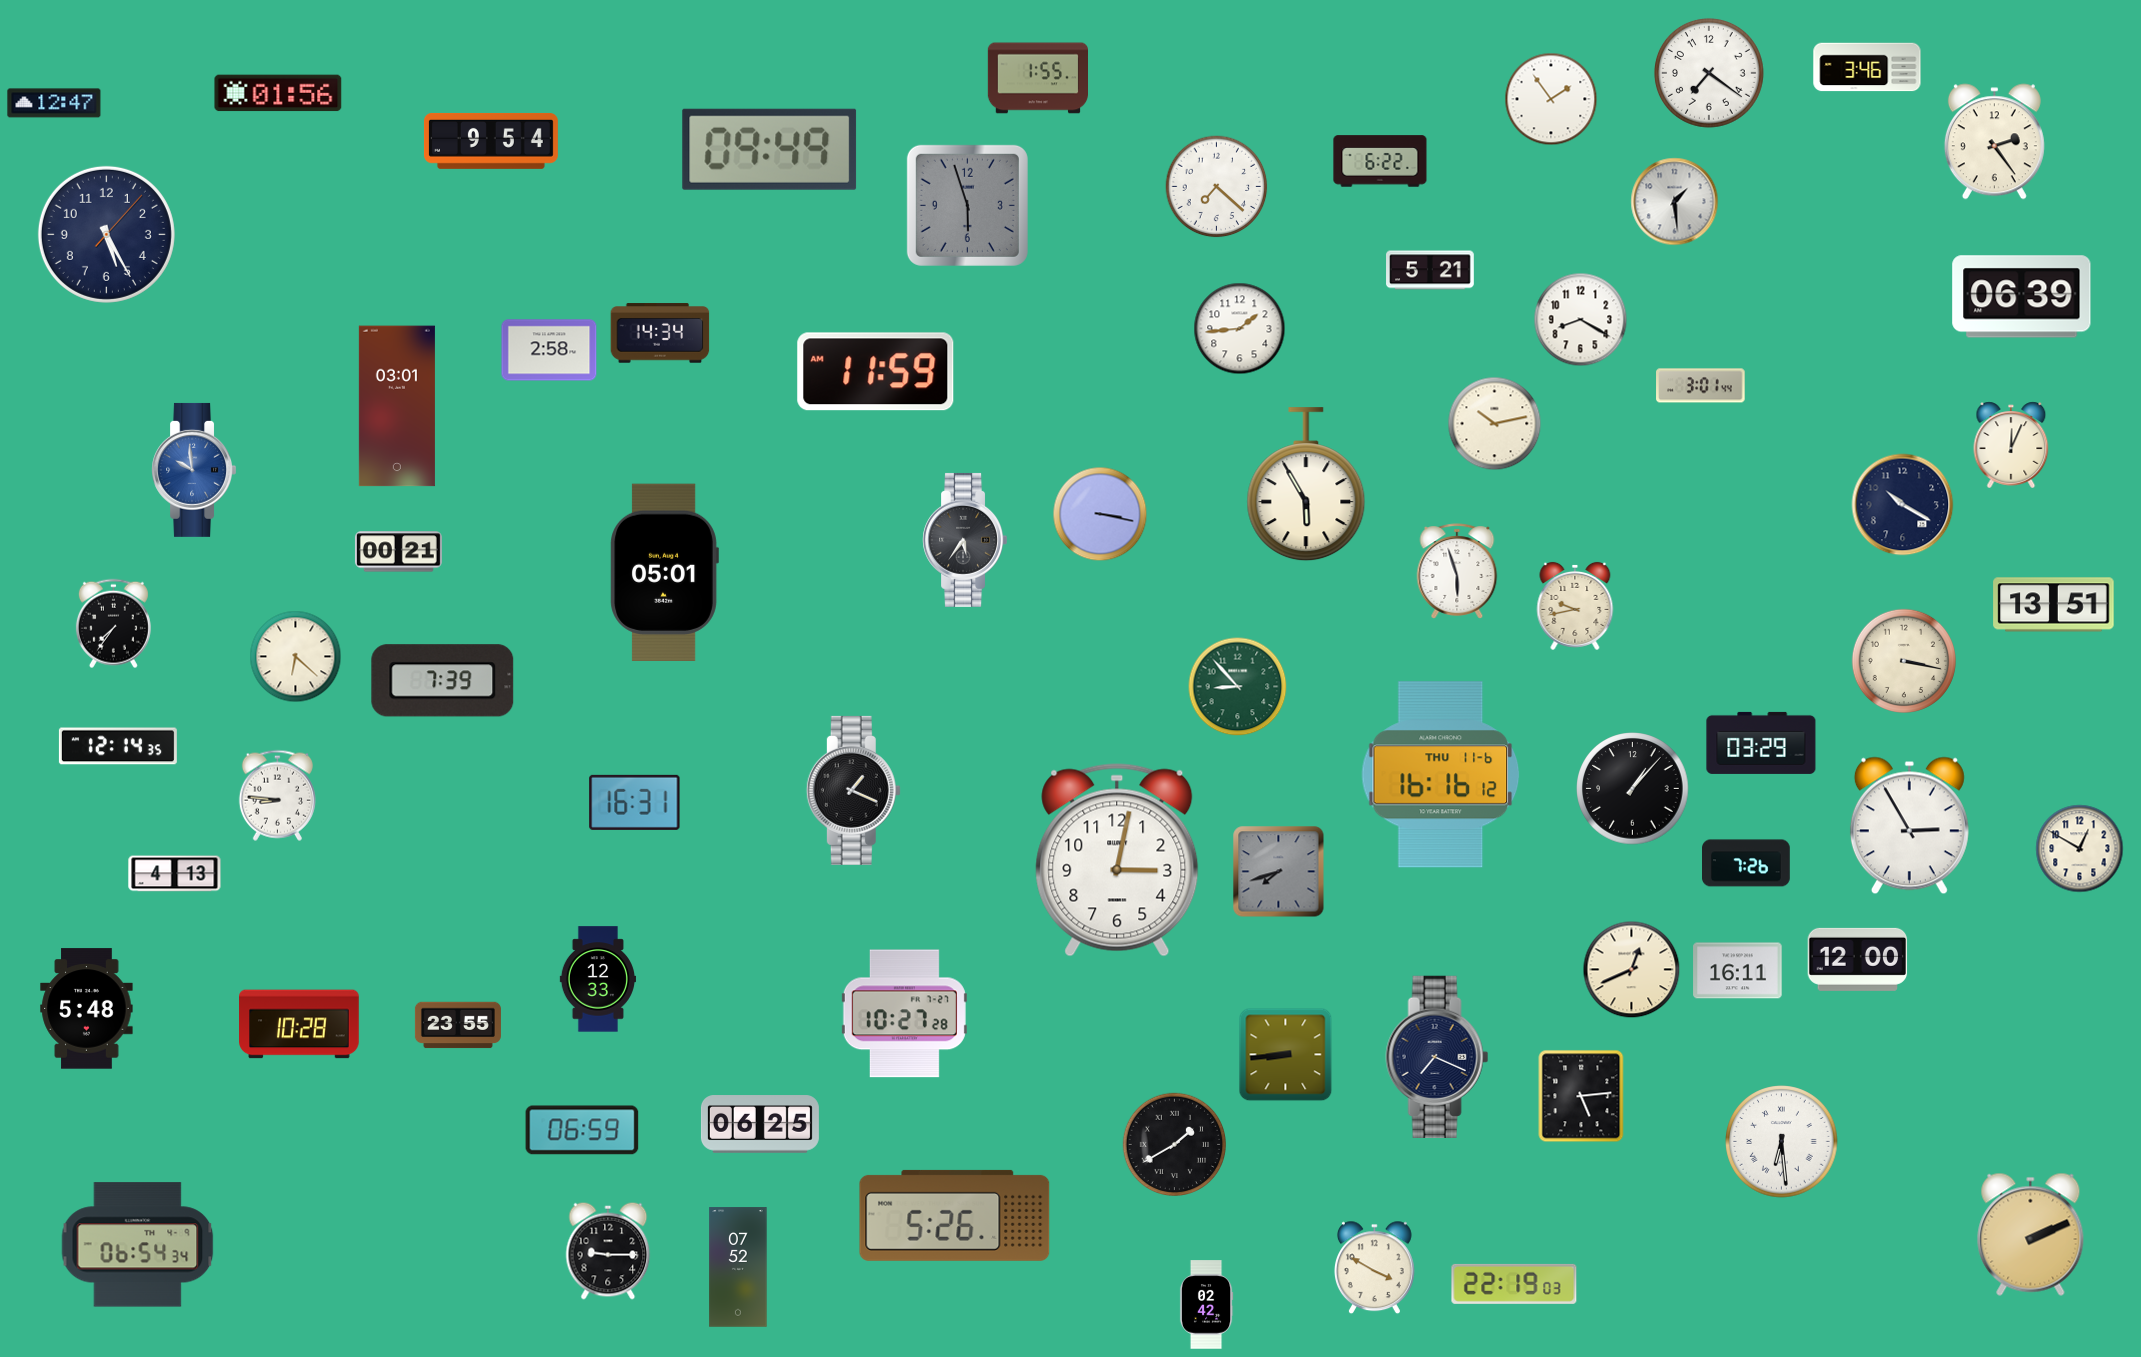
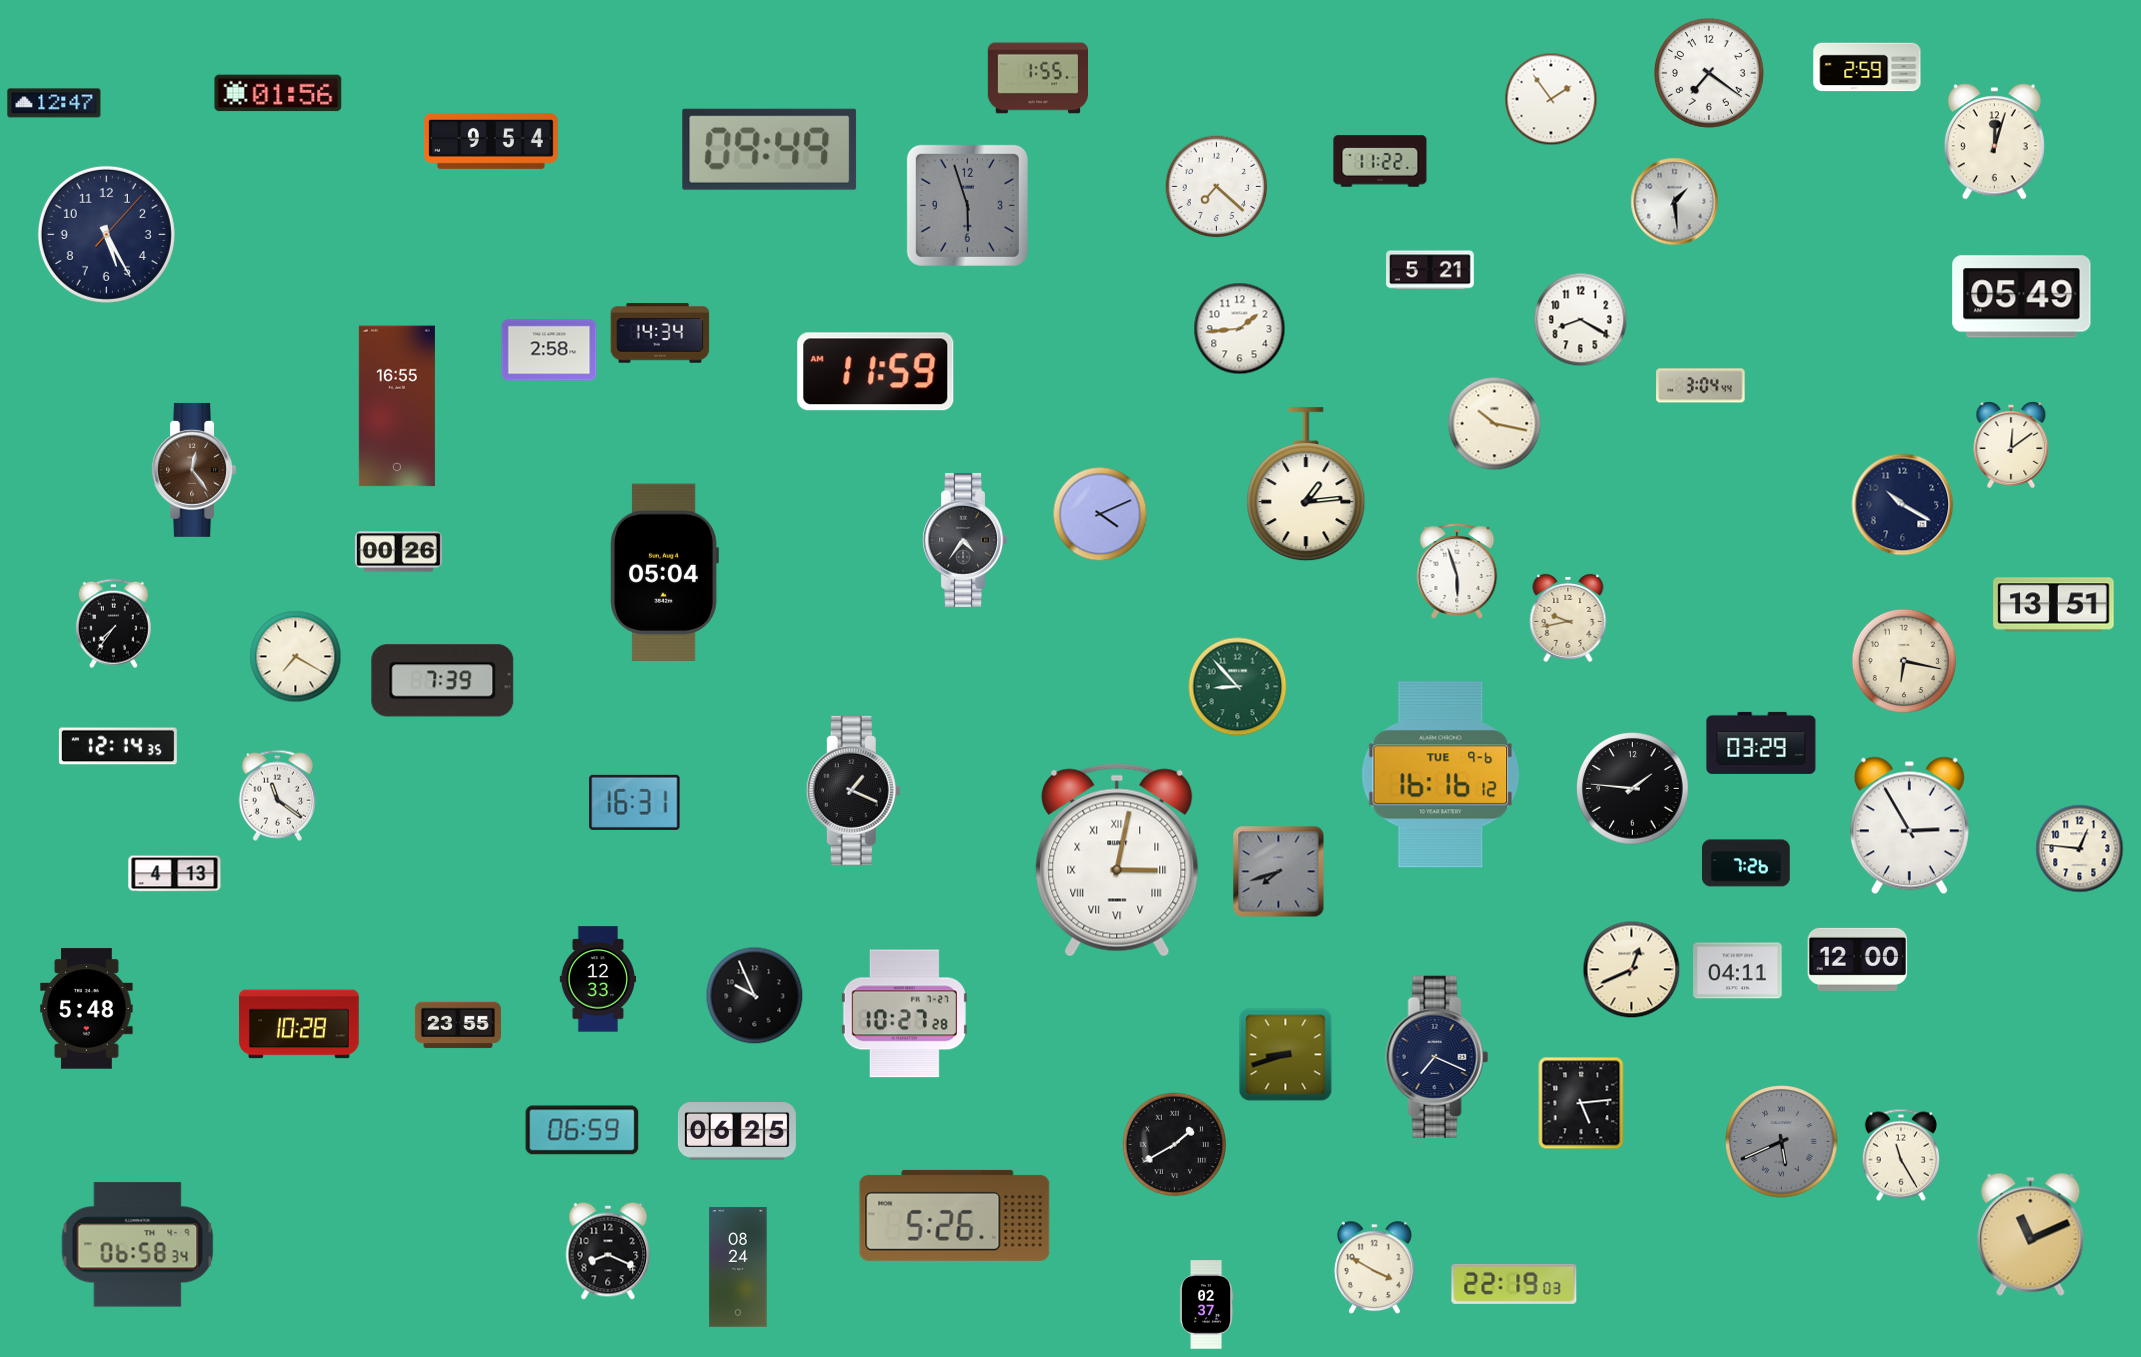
clock at (1867, 67): 3:46 -> 2:59
clock at (1994, 142): 2:24 -> 12:03
clock at (1380, 161): 6:22 -> 11:22
clock at (2022, 297): 06:39 -> 05:49
clock at (1701, 386): 3:01 -> 3:04
clock at (397, 406): 03:01 -> 16:55
clock at (1495, 424): 10:13 -> 10:17
clock at (2011, 445): 12:04 -> 12:09
clock at (193, 470): 9:59 -> 12:24
clock at (193, 470) dial: blue -> brown
clock at (1306, 485): 5:55 -> 1:14
clock at (1100, 514): 3:17 -> 4:11
clock at (964, 540): 5:36 -> 4:36
clock at (398, 552): 00:21 -> 00:26
clock at (664, 572): 05:01 -> 05:04
clock at (1575, 606) position: (1575, 606) -> (1568, 618)
clock at (296, 657): 6:22 -> 7:20
clock at (1903, 660): 3:17 -> 6:17
clock at (1441, 775) date: THU 11-6 -> TUE 9-6
clock at (1633, 789): 1:07 -> 1:46
clock at (277, 795): 8:46 -> 11:21
clock at (2080, 849): 12:50 -> 12:46
clock at (1117, 860) numerals: Arabic -> Roman
clock at (1738, 971): 16:11 -> 04:11
clock at (755, 996): none -> 9:56
clock at (1286, 1055): 8:44 -> 8:42
clock at (1581, 1096) position: (1581, 1096) -> (1581, 1103)
clock at (760, 1124) position: (760, 1124) -> (737, 1131)
clock at (1782, 1142): 6:29 -> 5:41
clock at (1782, 1142) dial: white -> grey
clock at (1900, 1155): none -> 11:25
clock at (2031, 1234): 2:11 -> 11:11
clock at (138, 1245): 06:54 -> 06:58
clock at (608, 1251): 9:15 -> 8:19
clock at (738, 1267): 07:52 -> 08:24
clock at (1206, 1305): 02:42 -> 02:37
